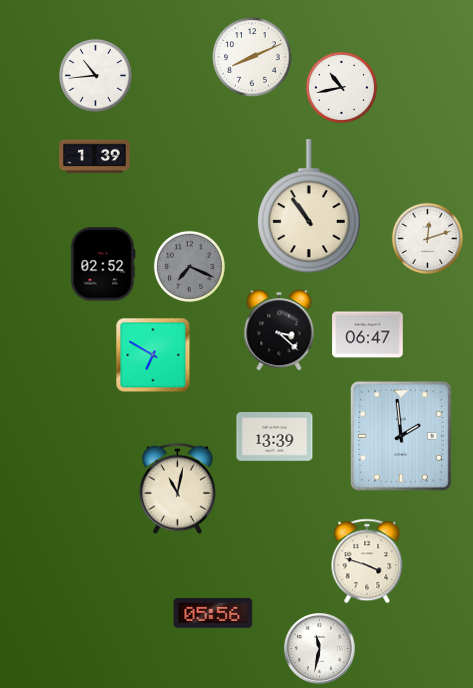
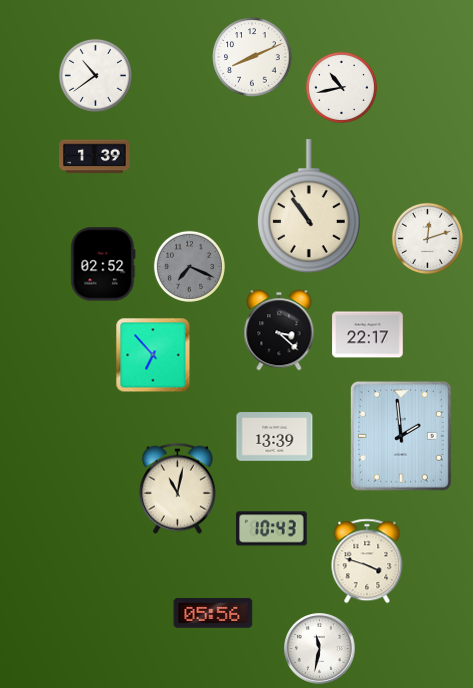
clock at (95, 75): 10:44 -> 10:39
clock at (368, 335): 06:47 -> 22:17
clock at (153, 355): 6:50 -> 6:53
clock at (272, 529): none -> 10:43
